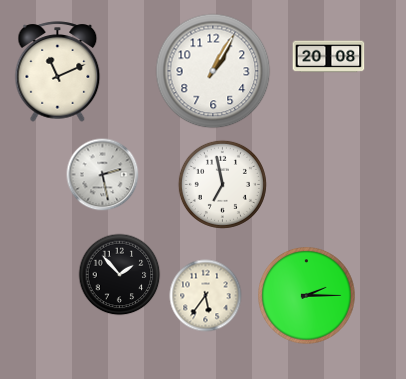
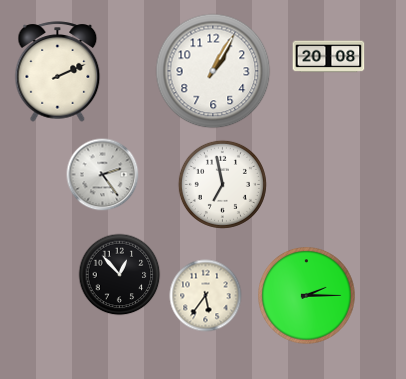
clock at (58, 72): 11:11 -> 2:11
clock at (103, 175): 2:28 -> 2:24
clock at (120, 275): 1:53 -> 12:53
